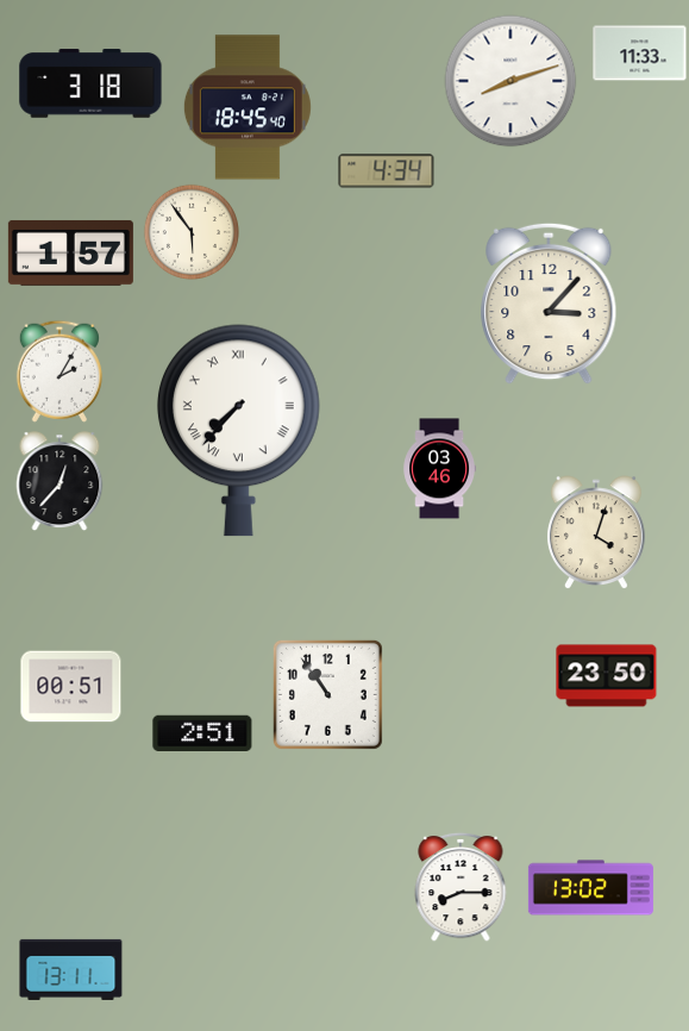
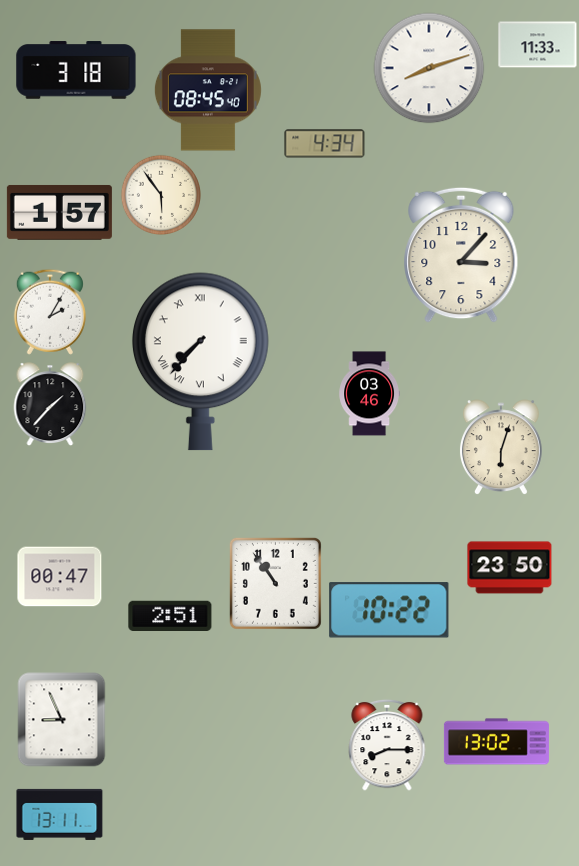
clock at (248, 107): 18:45 -> 08:45
clock at (59, 481): 12:37 -> 1:37
clock at (596, 532): 4:03 -> 6:03
clock at (71, 687): 00:51 -> 00:47
clock at (389, 610): none -> 10:22
clock at (62, 720): none -> 8:56
clock at (590, 888) position: (590, 888) -> (496, 742)
